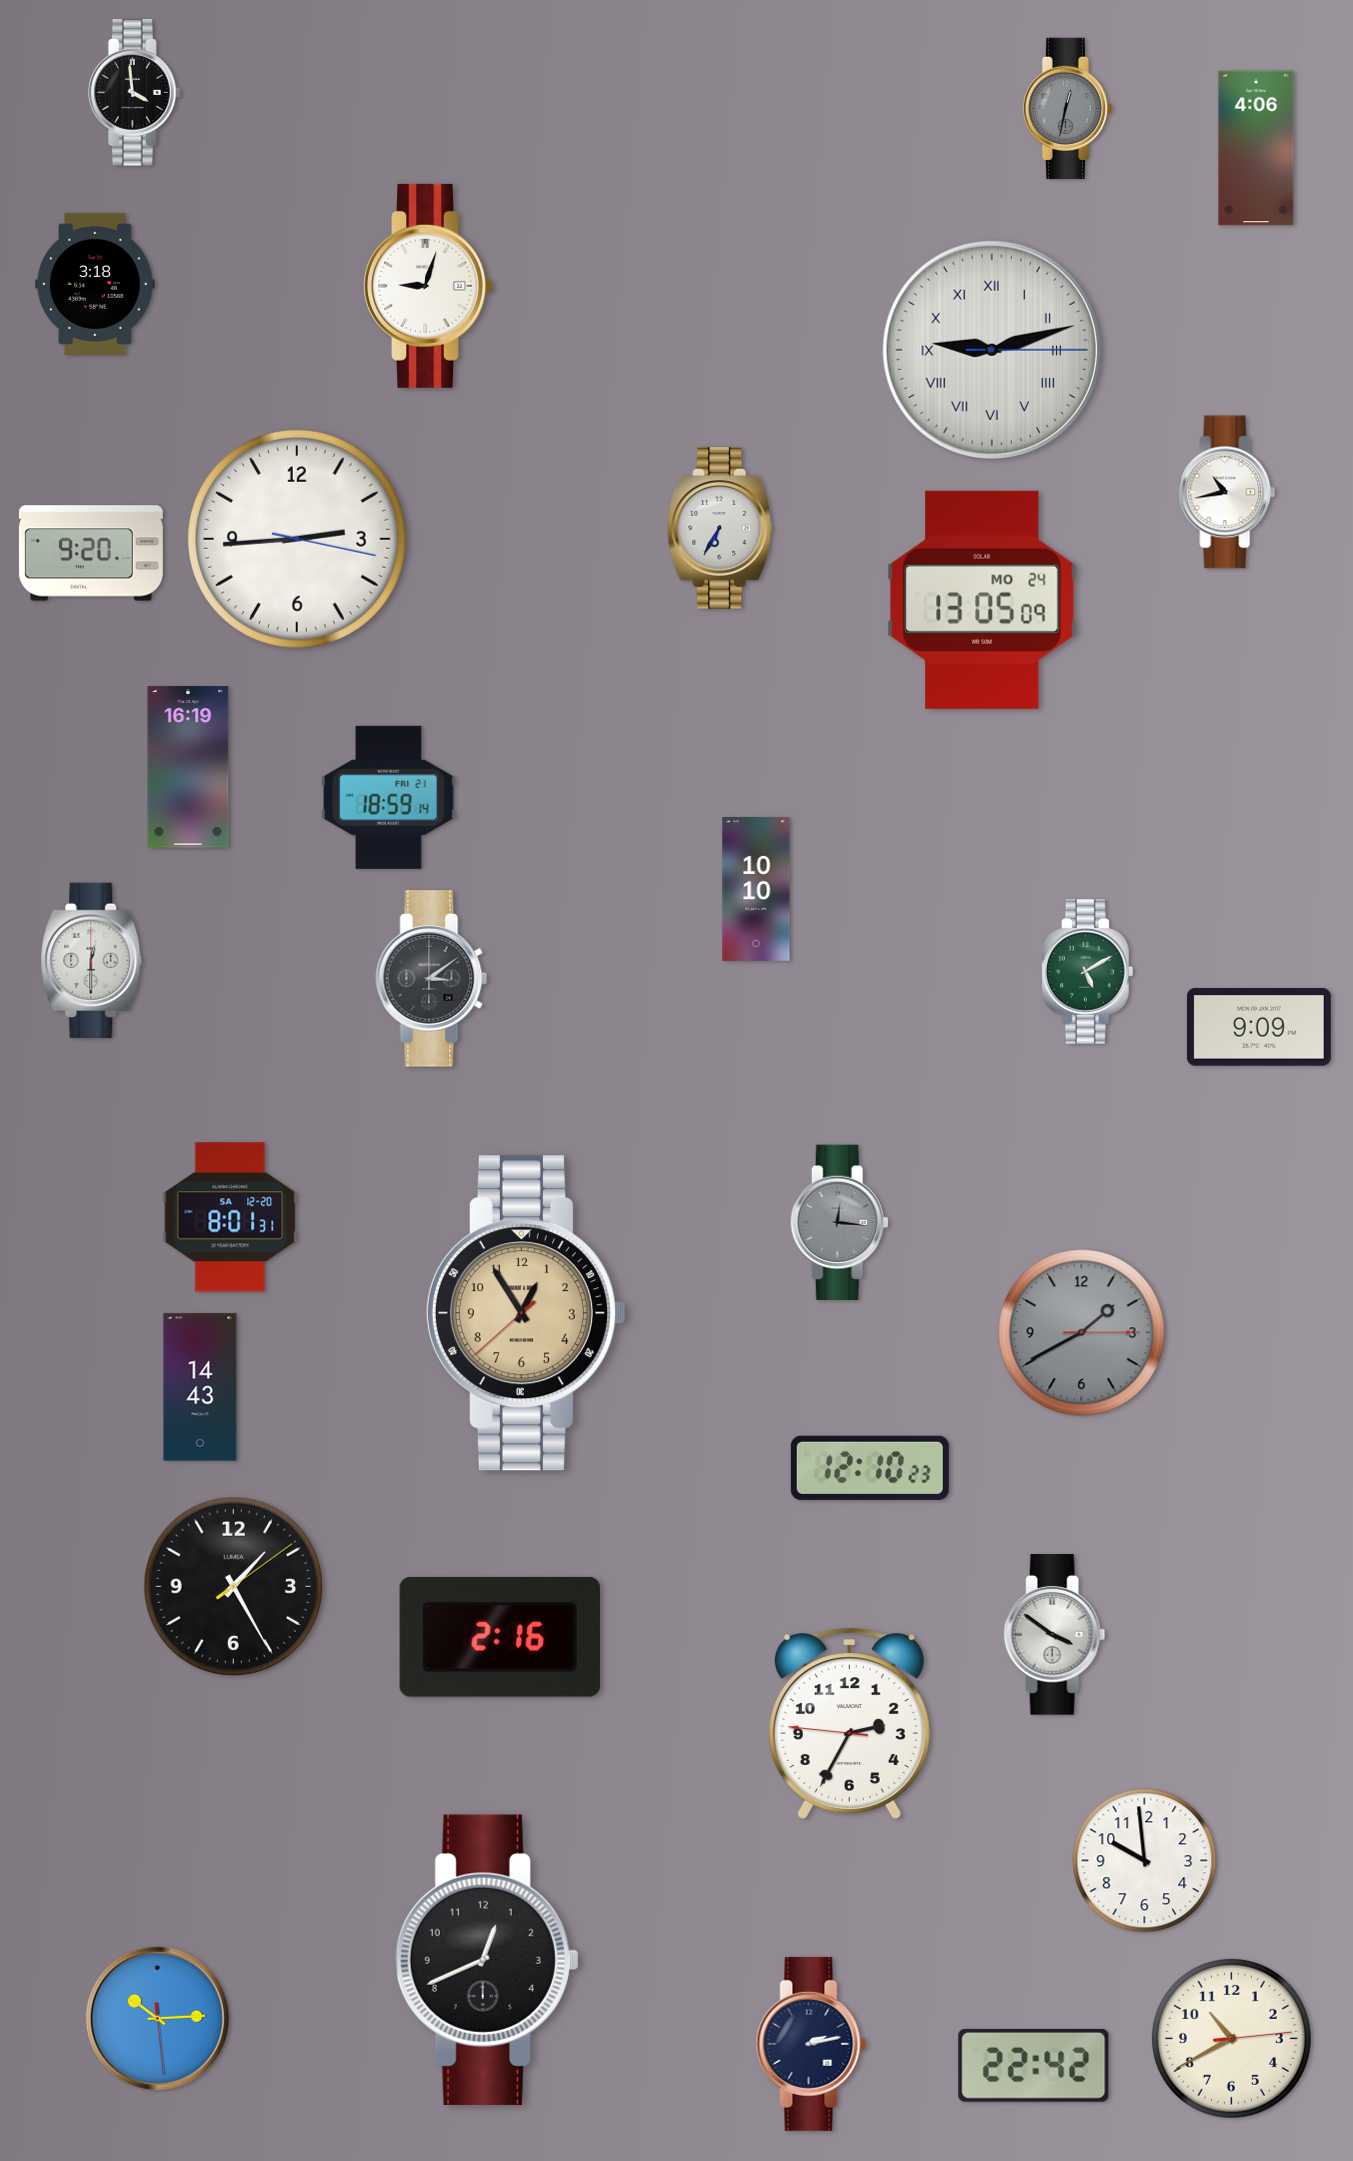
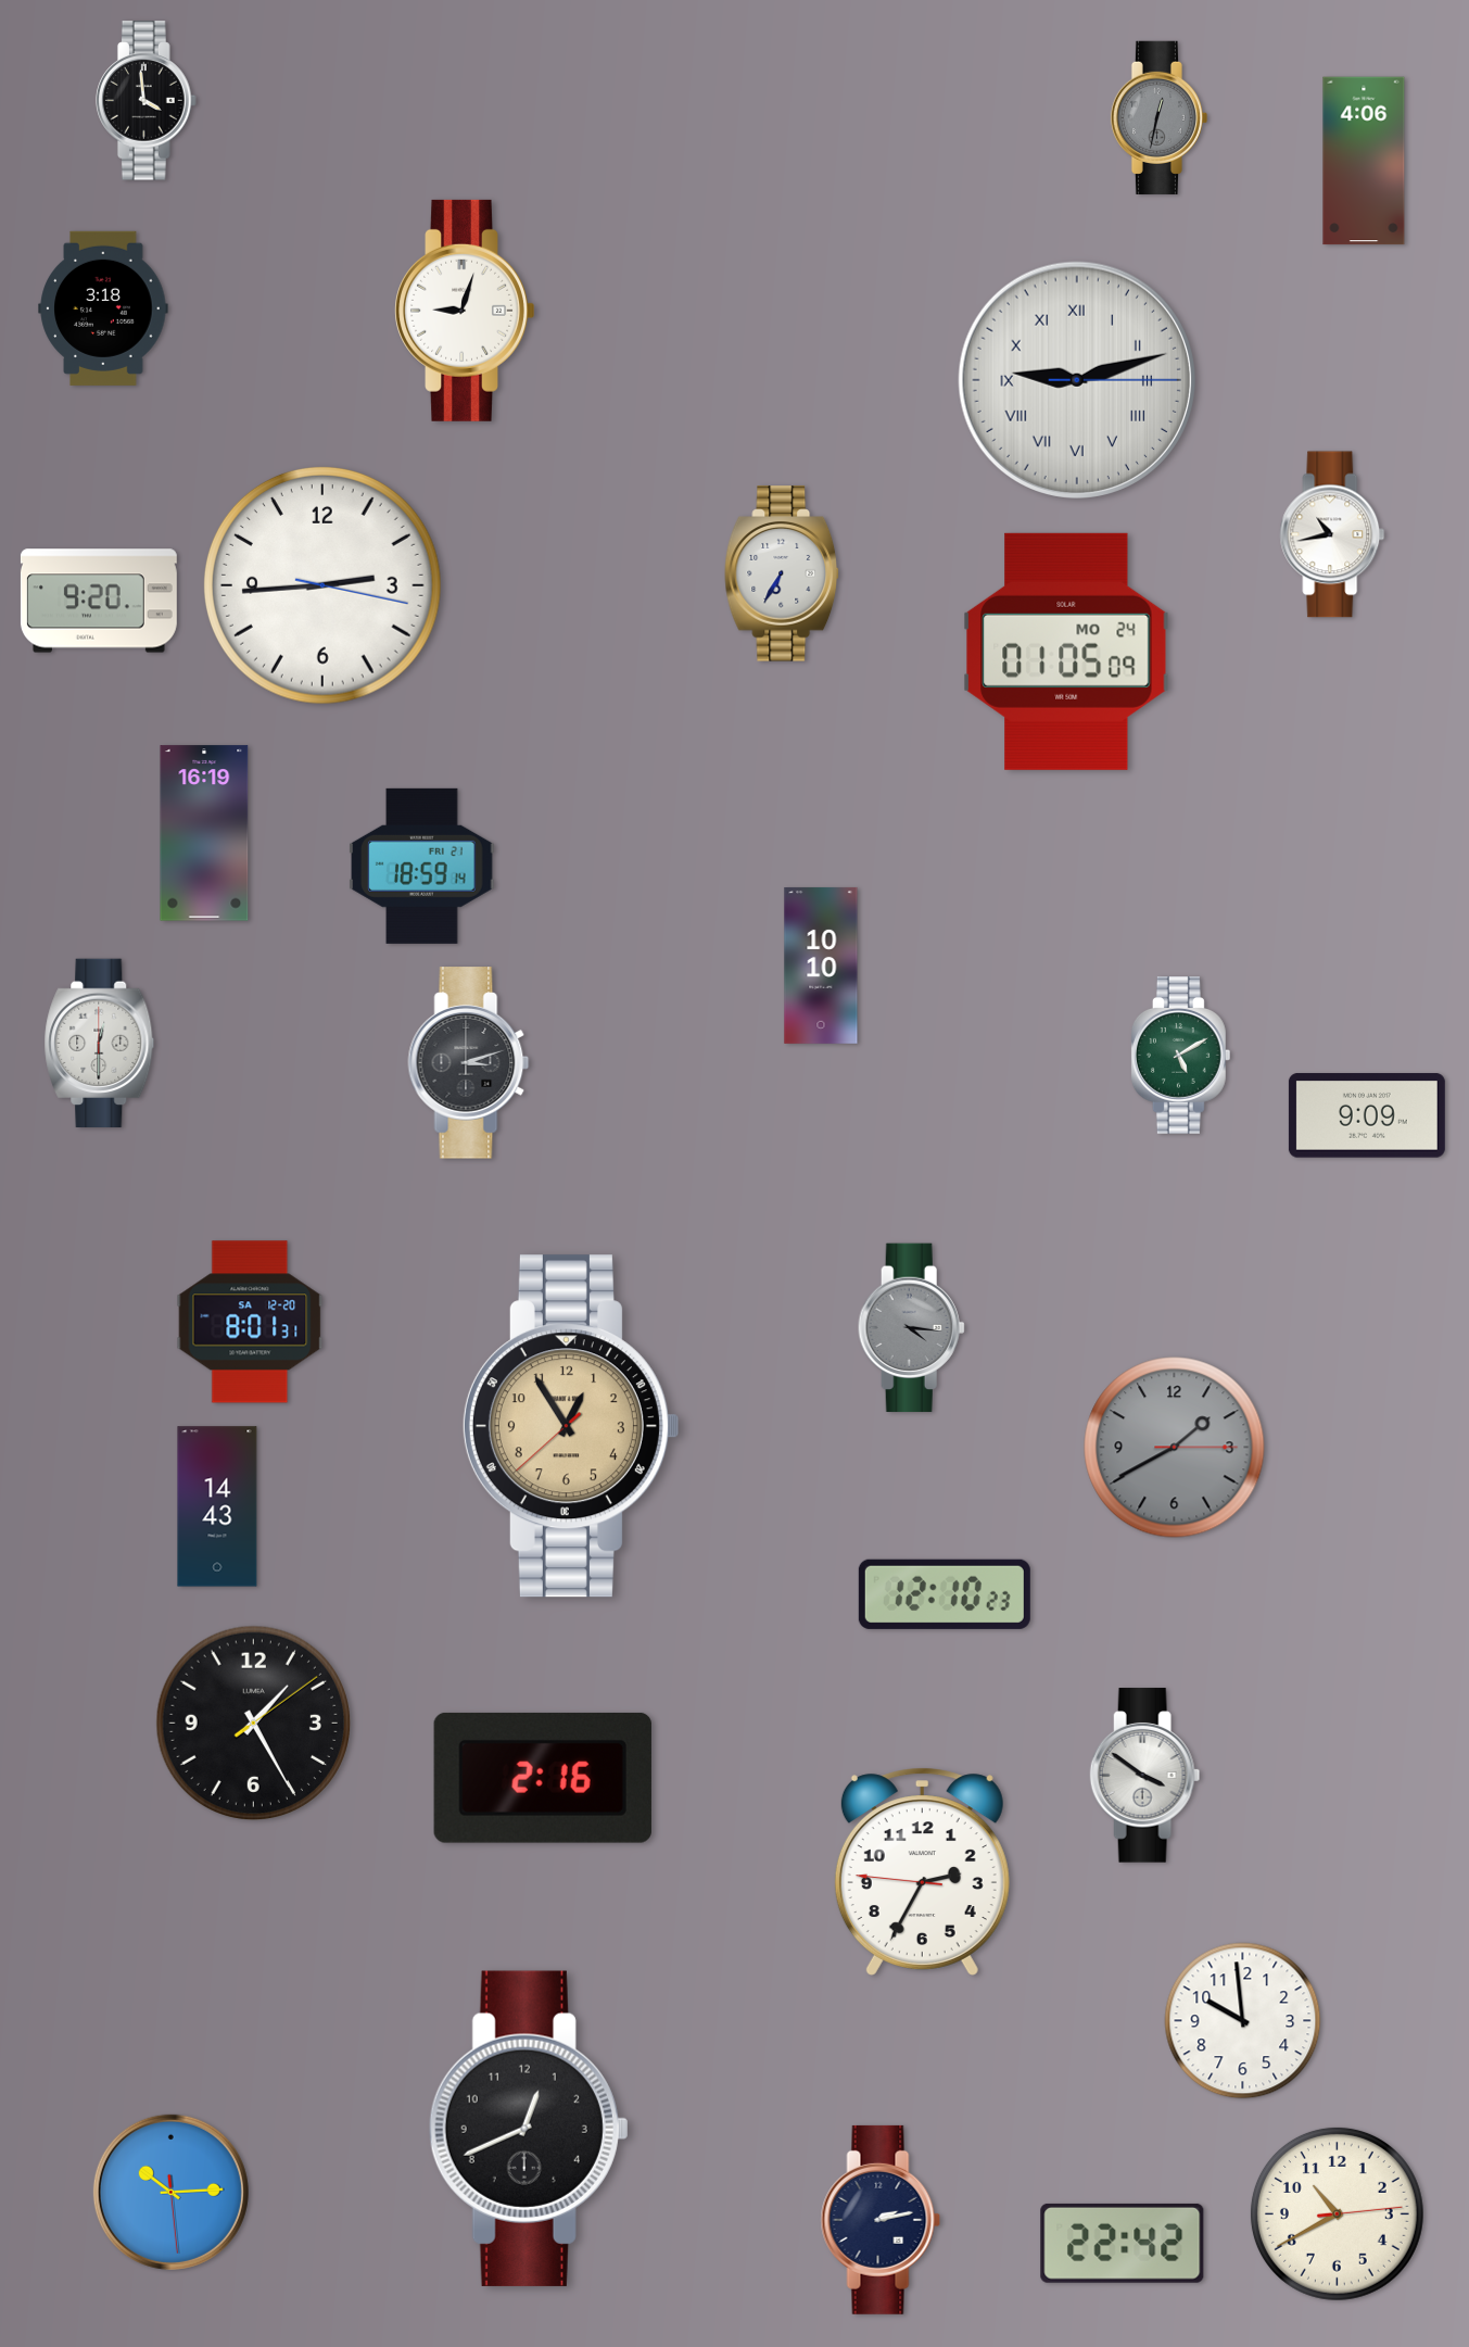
clock at (982, 600): 13:05 -> 01:05
clock at (432, 979): 3:09 -> 3:12
clock at (839, 1223): 12:16 -> 4:16
